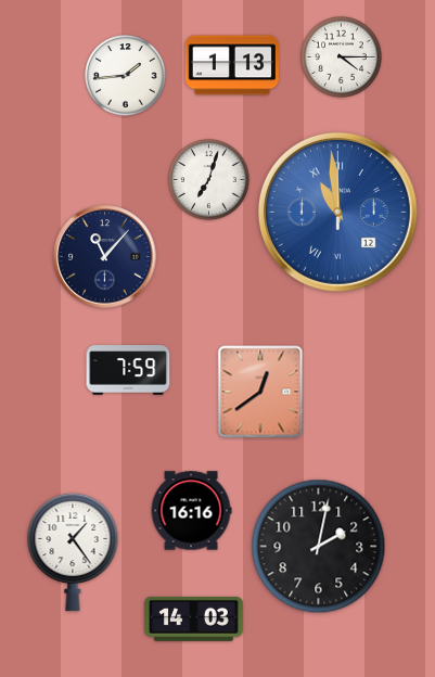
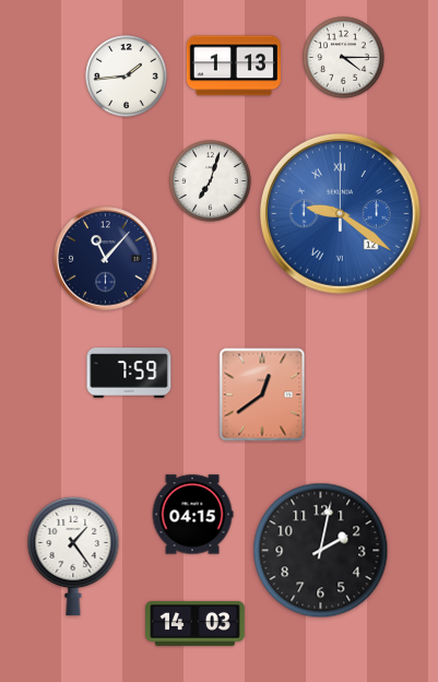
clock at (337, 212): 10:59 -> 9:21
clock at (191, 511): 16:16 -> 04:15
